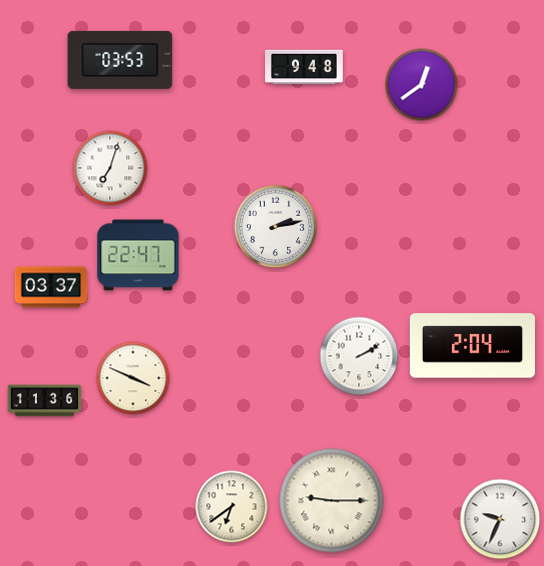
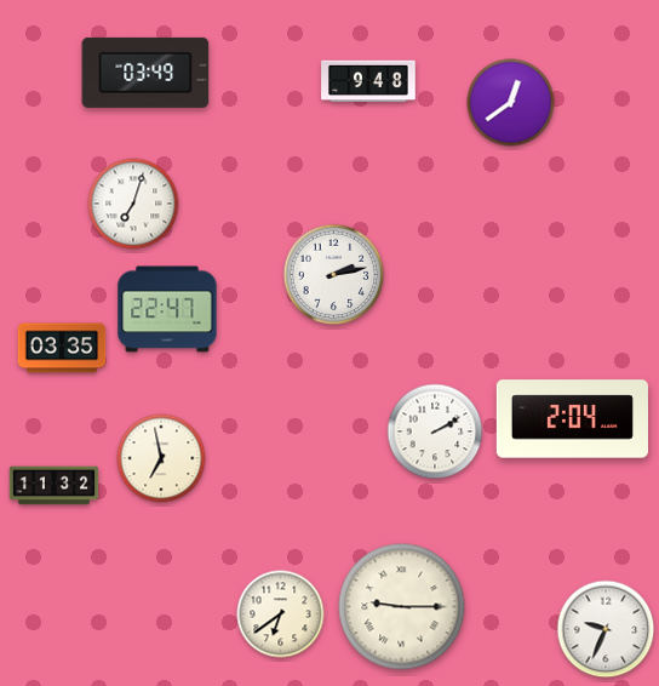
clock at (120, 60): 03:53 -> 03:49
clock at (51, 287): 03:37 -> 03:35
clock at (133, 378): 3:49 -> 6:58
clock at (45, 401): 11:36 -> 11:32
